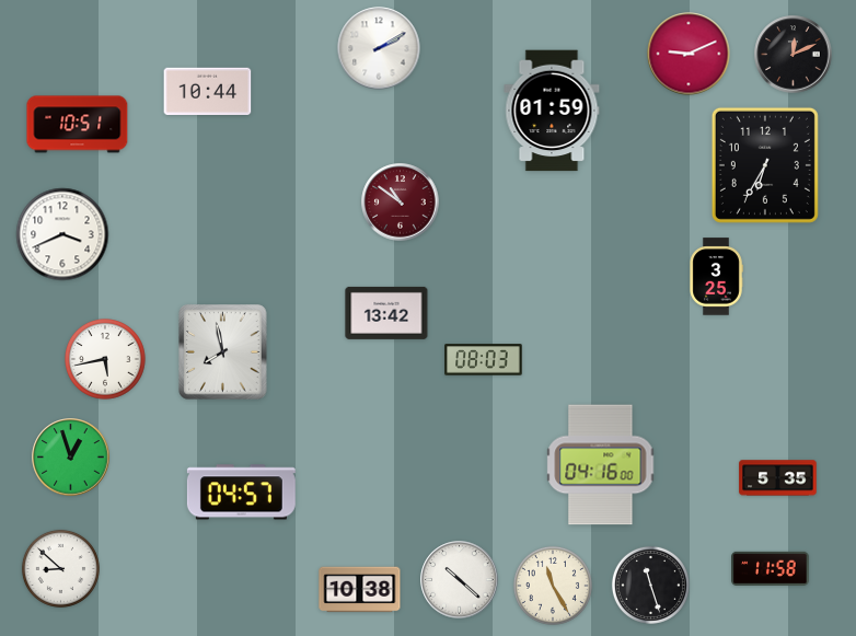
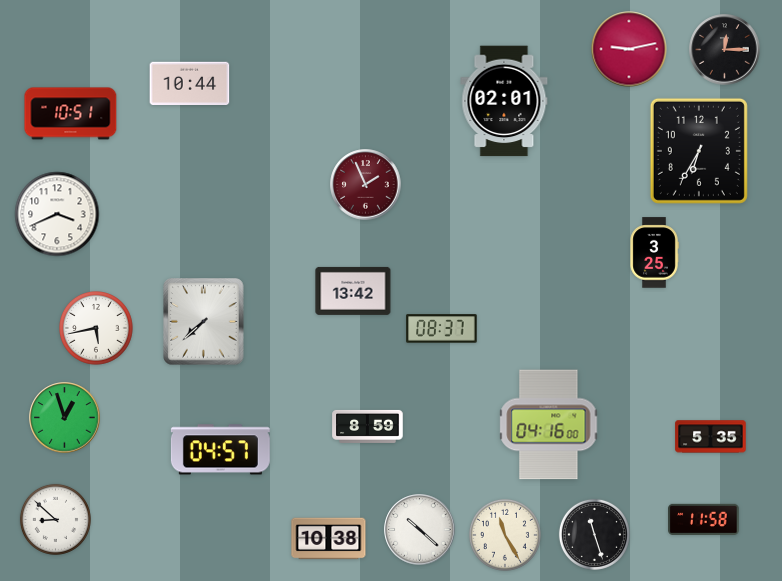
clock at (379, 48): 2:10 -> none
clock at (689, 54): 9:11 -> 9:13
clock at (794, 55): 12:11 -> 12:15
clock at (552, 111): 01:59 -> 02:01
clock at (401, 203): 10:51 -> 1:56
clock at (386, 313) position: (386, 313) -> (353, 291)
clock at (223, 352): 7:58 -> 7:38
clock at (484, 360): 08:03 -> 08:37
clock at (368, 426): none -> 8:59
